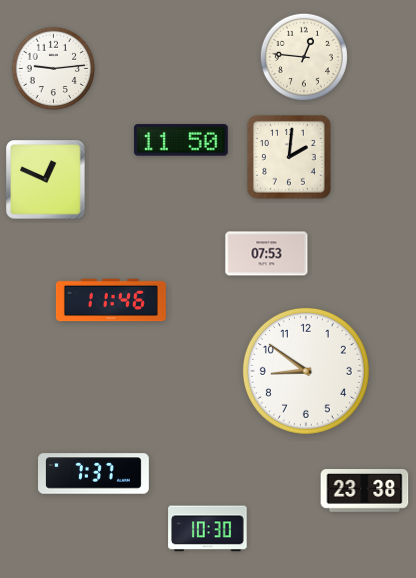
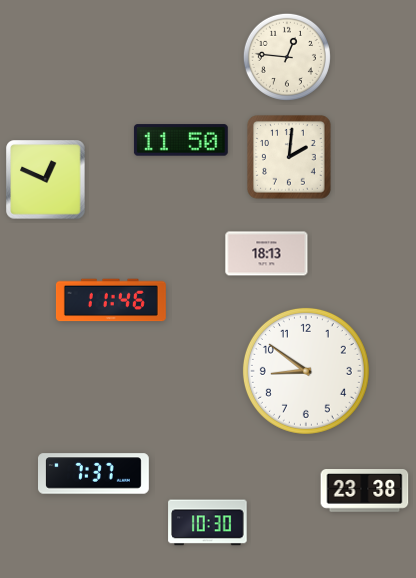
clock at (304, 57) position: (304, 57) -> (287, 57)
clock at (54, 69): 9:14 -> none
clock at (267, 254): 07:53 -> 18:13
clock at (208, 529) position: (208, 529) -> (208, 523)
